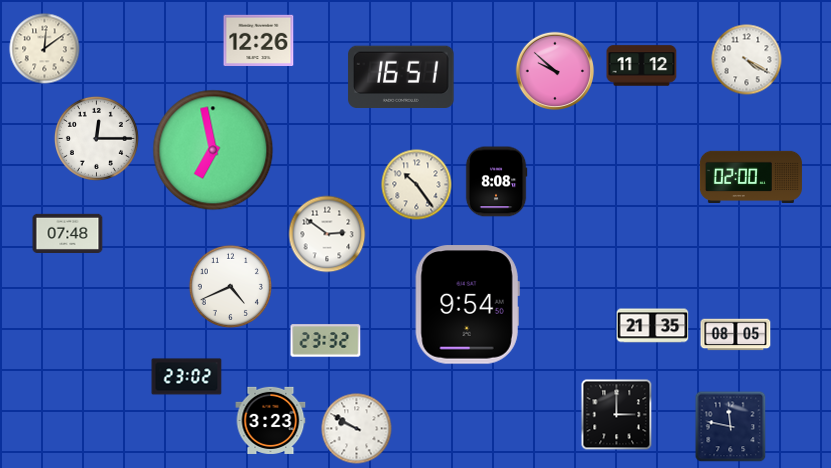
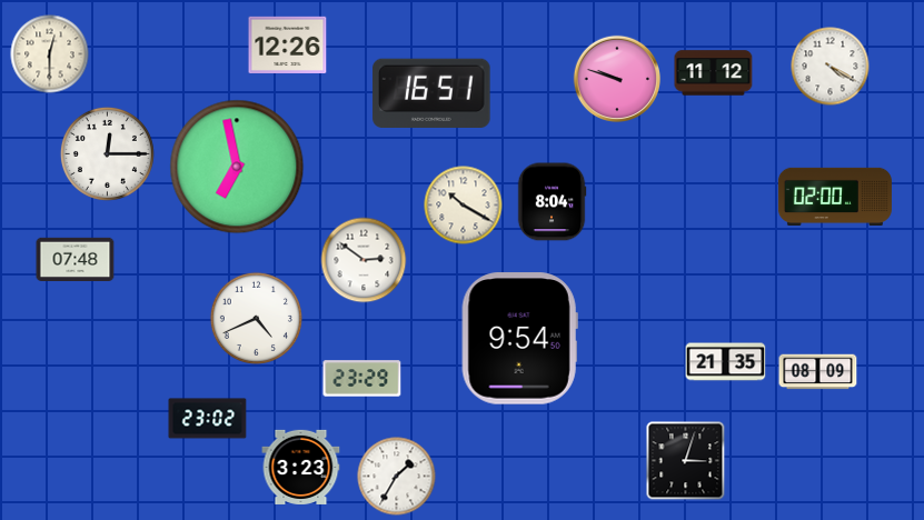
clock at (45, 49): 12:09 -> 12:30
clock at (555, 71): 9:52 -> 9:48
clock at (401, 77) position: (401, 77) -> (431, 93)
clock at (496, 182): 8:08 -> 8:04
clock at (417, 185): 10:24 -> 10:20
clock at (736, 335): 08:05 -> 08:09
clock at (326, 341): 23:32 -> 23:29
clock at (617, 415): 3:00 -> 3:03
clock at (731, 427): 11:47 -> none
clock at (357, 429): 9:50 -> 1:35
